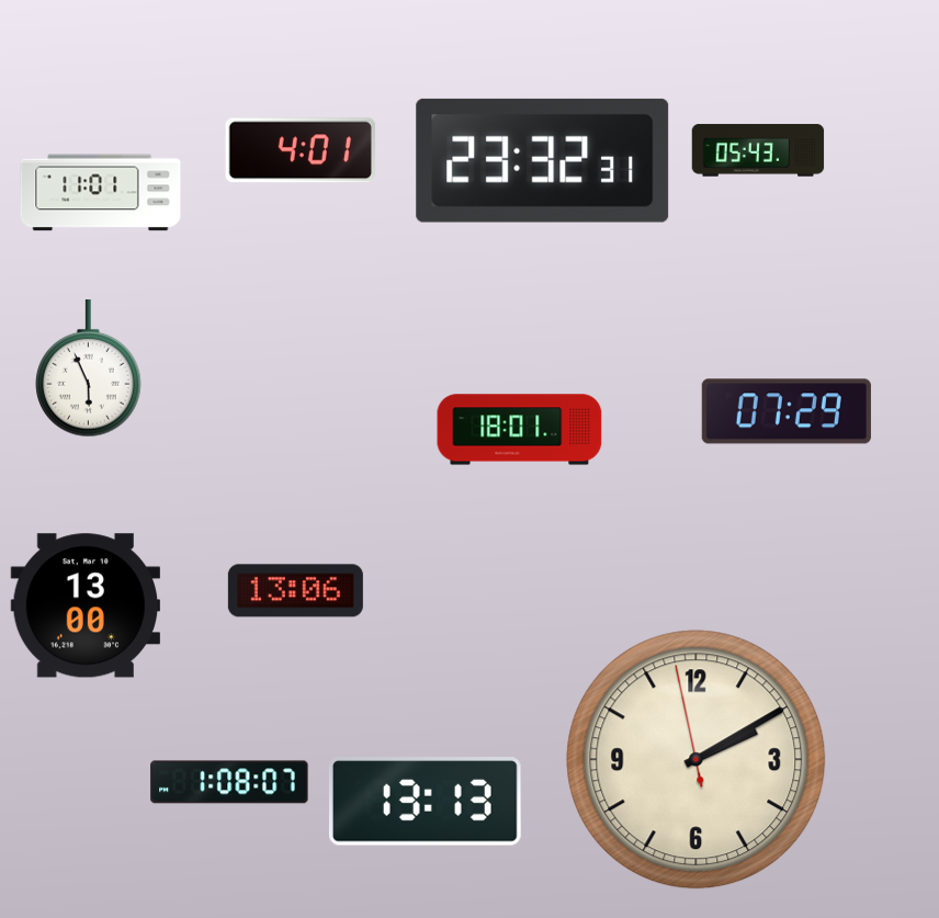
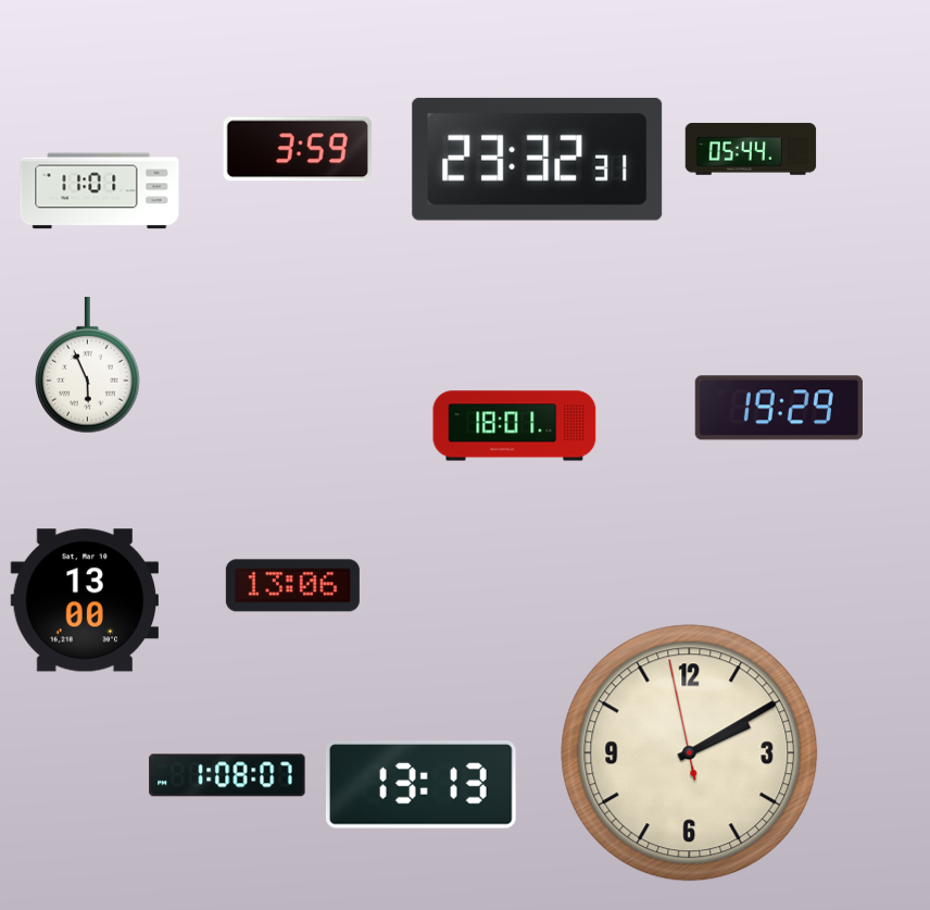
clock at (301, 150): 4:01 -> 3:59
clock at (758, 150): 05:43 -> 05:44
clock at (787, 411): 07:29 -> 19:29
clock at (425, 802) position: (425, 802) -> (420, 785)
